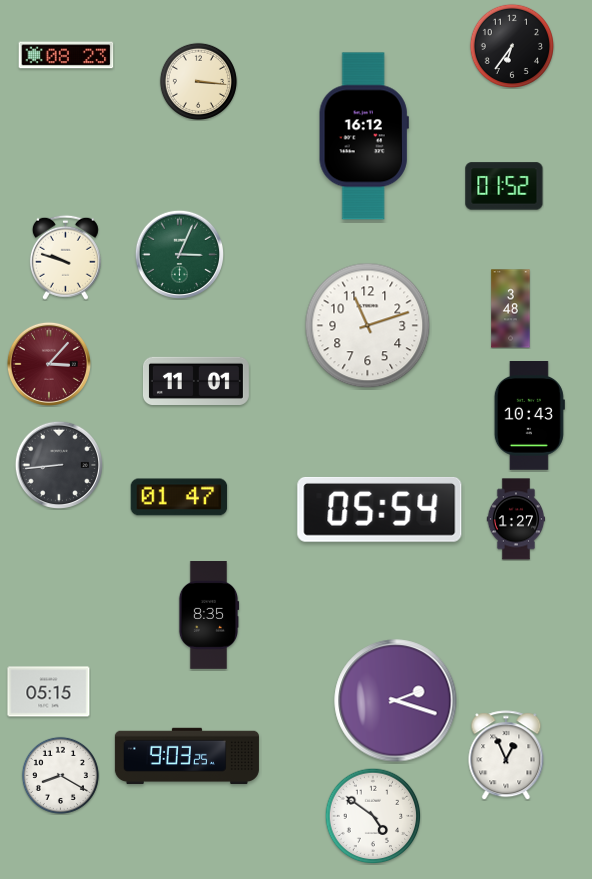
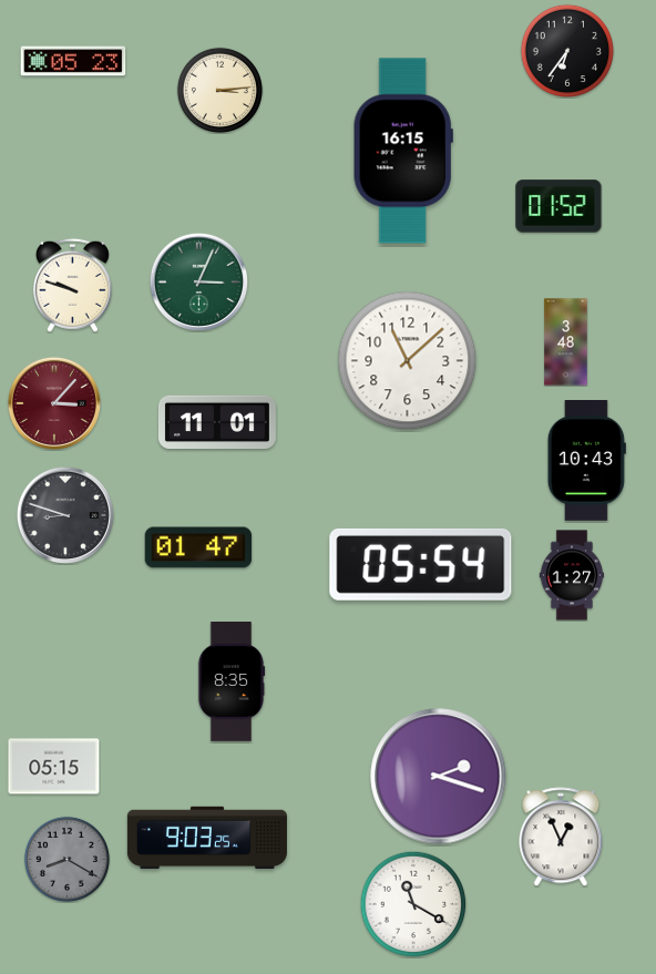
clock at (66, 55): 08:23 -> 05:23
clock at (198, 81): 3:16 -> 3:14
clock at (364, 136): 16:12 -> 16:15
clock at (368, 326): 11:12 -> 11:08
clock at (58, 464): 8:44 -> 8:48
clock at (179, 497) position: (179, 497) -> (198, 547)
clock at (60, 775) dial: white -> grey
clock at (373, 816): 4:51 -> 11:20
